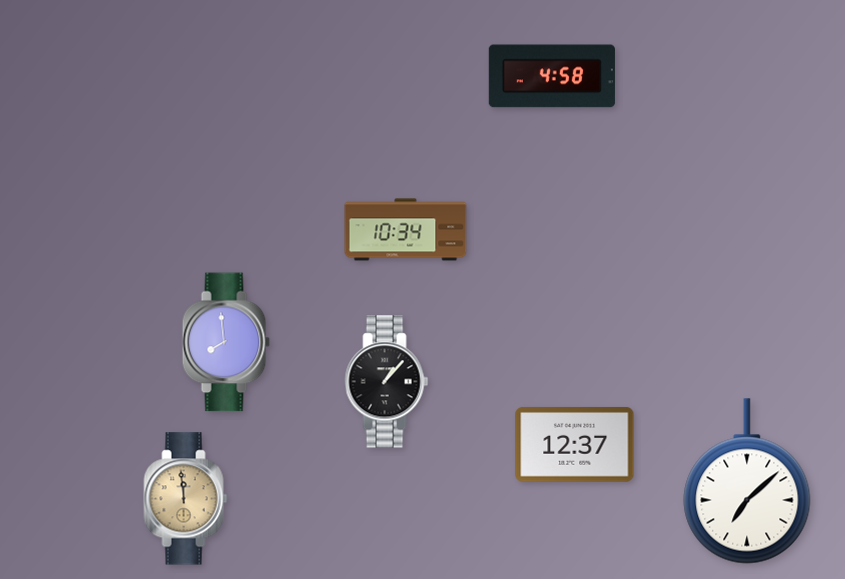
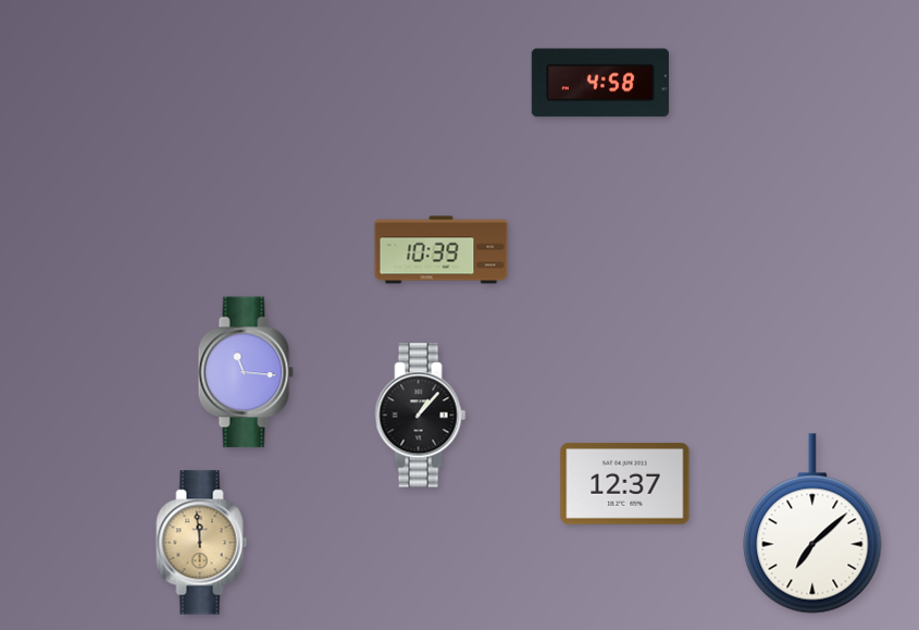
clock at (406, 230): 10:34 -> 10:39
clock at (226, 342): 7:59 -> 11:16
